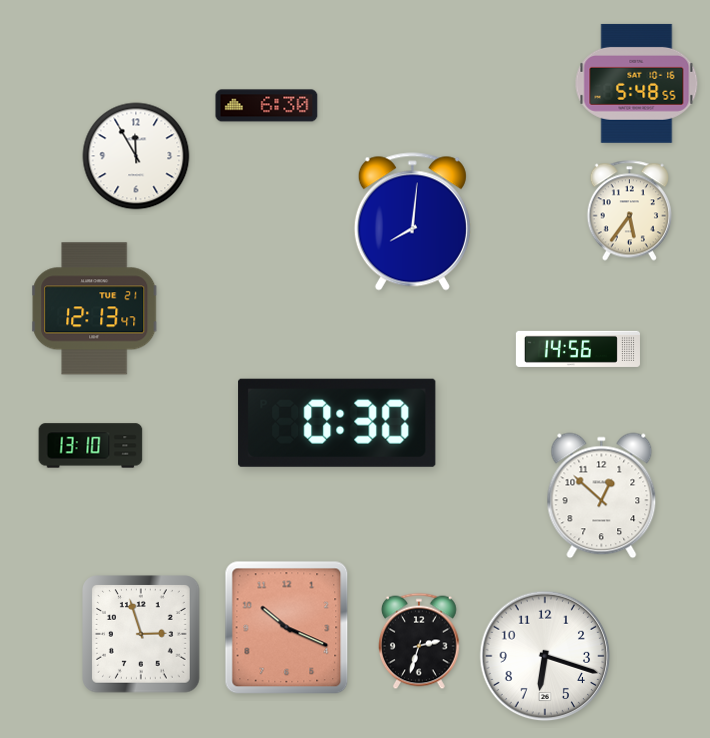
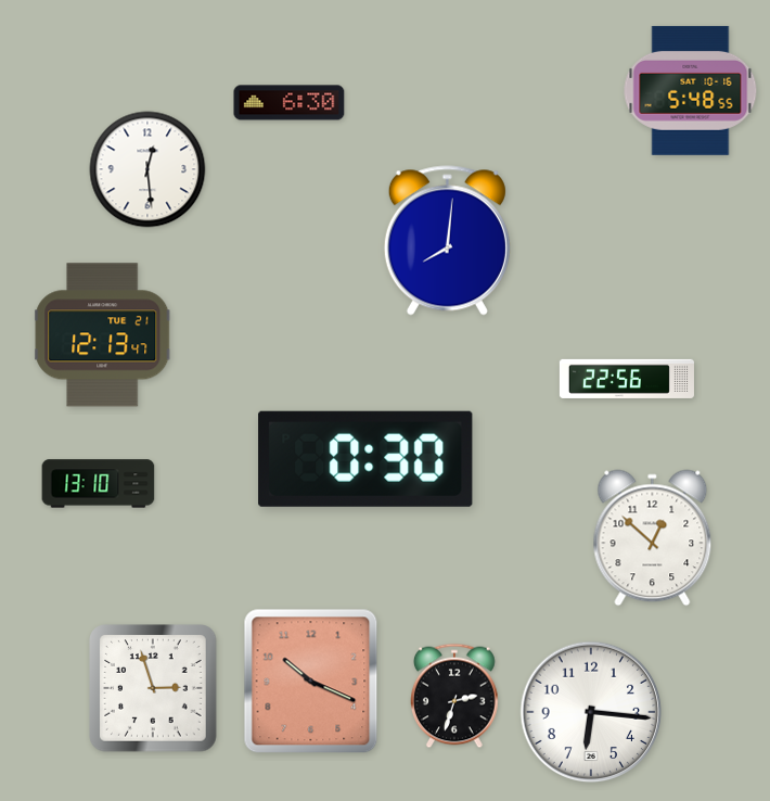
clock at (267, 106) position: (267, 106) -> (290, 103)
clock at (136, 156): 11:55 -> 12:29
clock at (629, 211): 5:36 -> none
clock at (578, 349): 14:56 -> 22:56
clock at (545, 656): 6:18 -> 6:16
